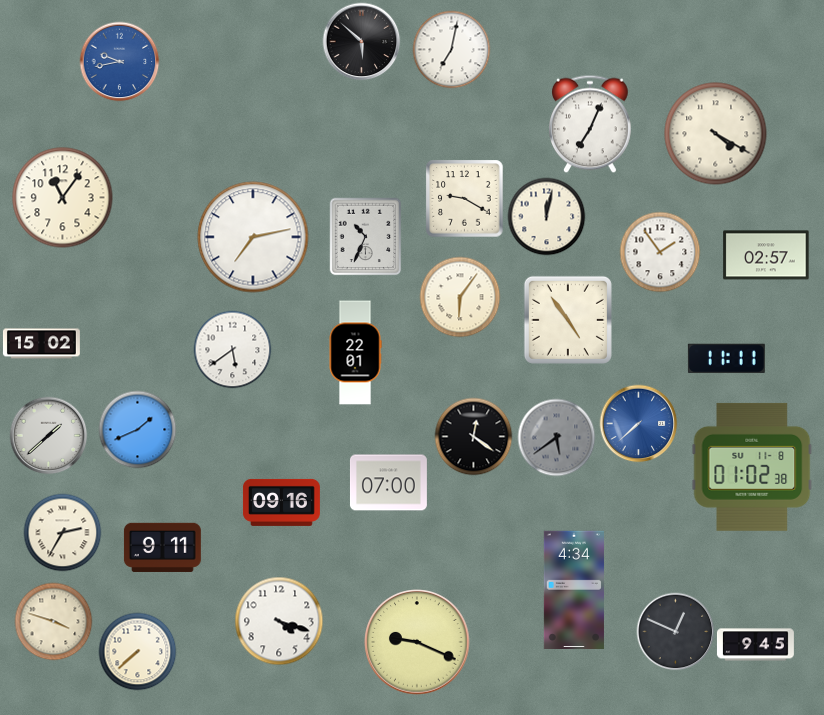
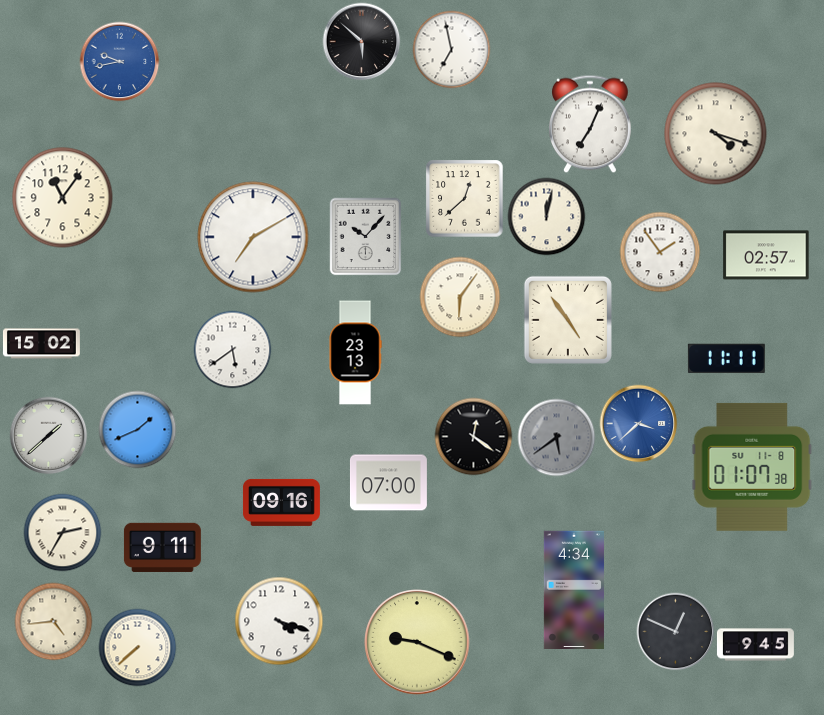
clock at (451, 49): 7:02 -> 6:58
clock at (716, 134): 4:20 -> 4:18
clock at (464, 198): 9:20 -> 12:38
clock at (366, 236): 10:34 -> 10:07
clock at (253, 237): 7:13 -> 7:10
clock at (355, 353): 22:01 -> 23:13
clock at (638, 423): 7:38 -> 3:38
clock at (752, 467): 01:02 -> 01:07
clock at (53, 621): 3:48 -> 4:44
clock at (137, 651) position: (137, 651) -> (137, 647)
